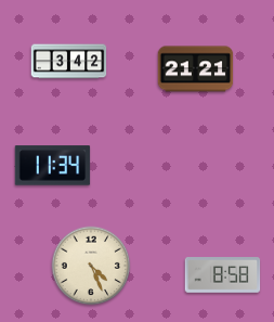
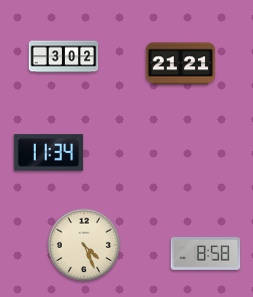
clock at (69, 62): 3:42 -> 3:02
